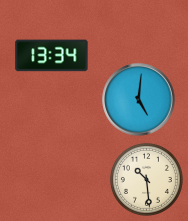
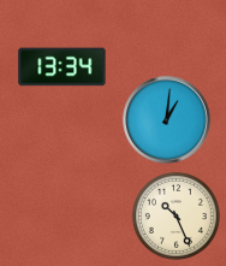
clock at (139, 100): 5:01 -> 1:01
clock at (146, 179): 10:29 -> 10:26
